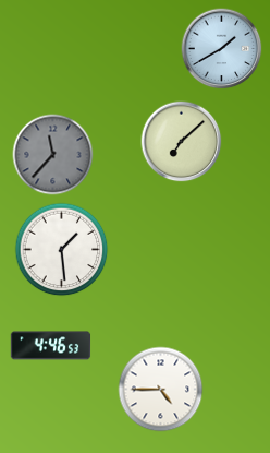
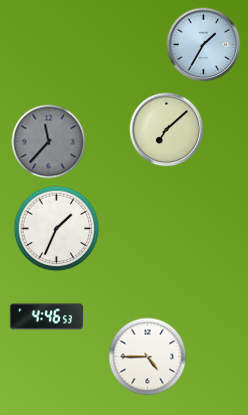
clock at (222, 49): 1:40 -> 1:35
clock at (62, 250): 1:29 -> 1:34
